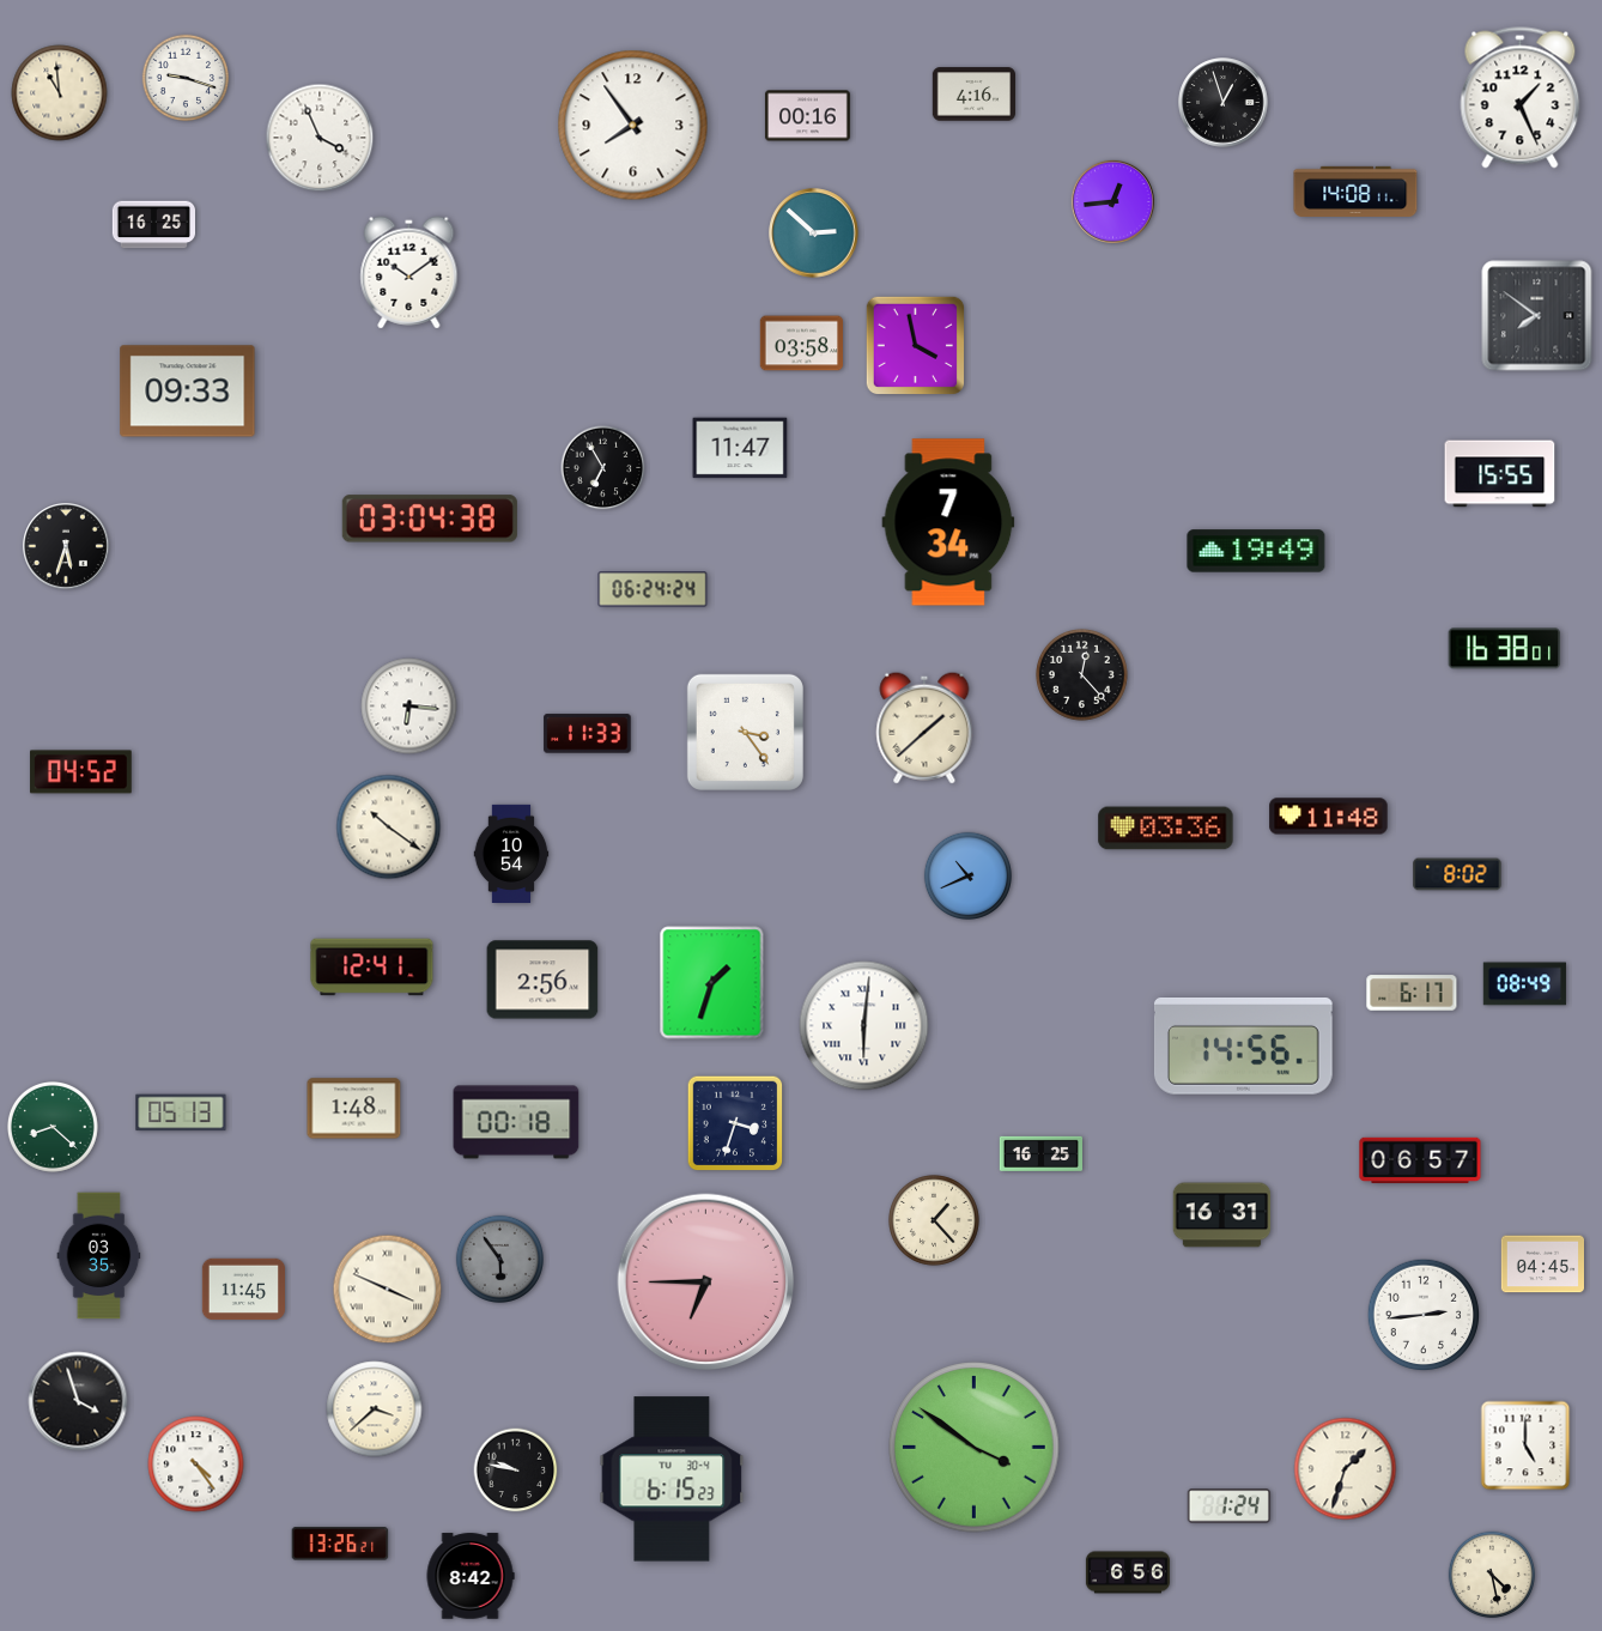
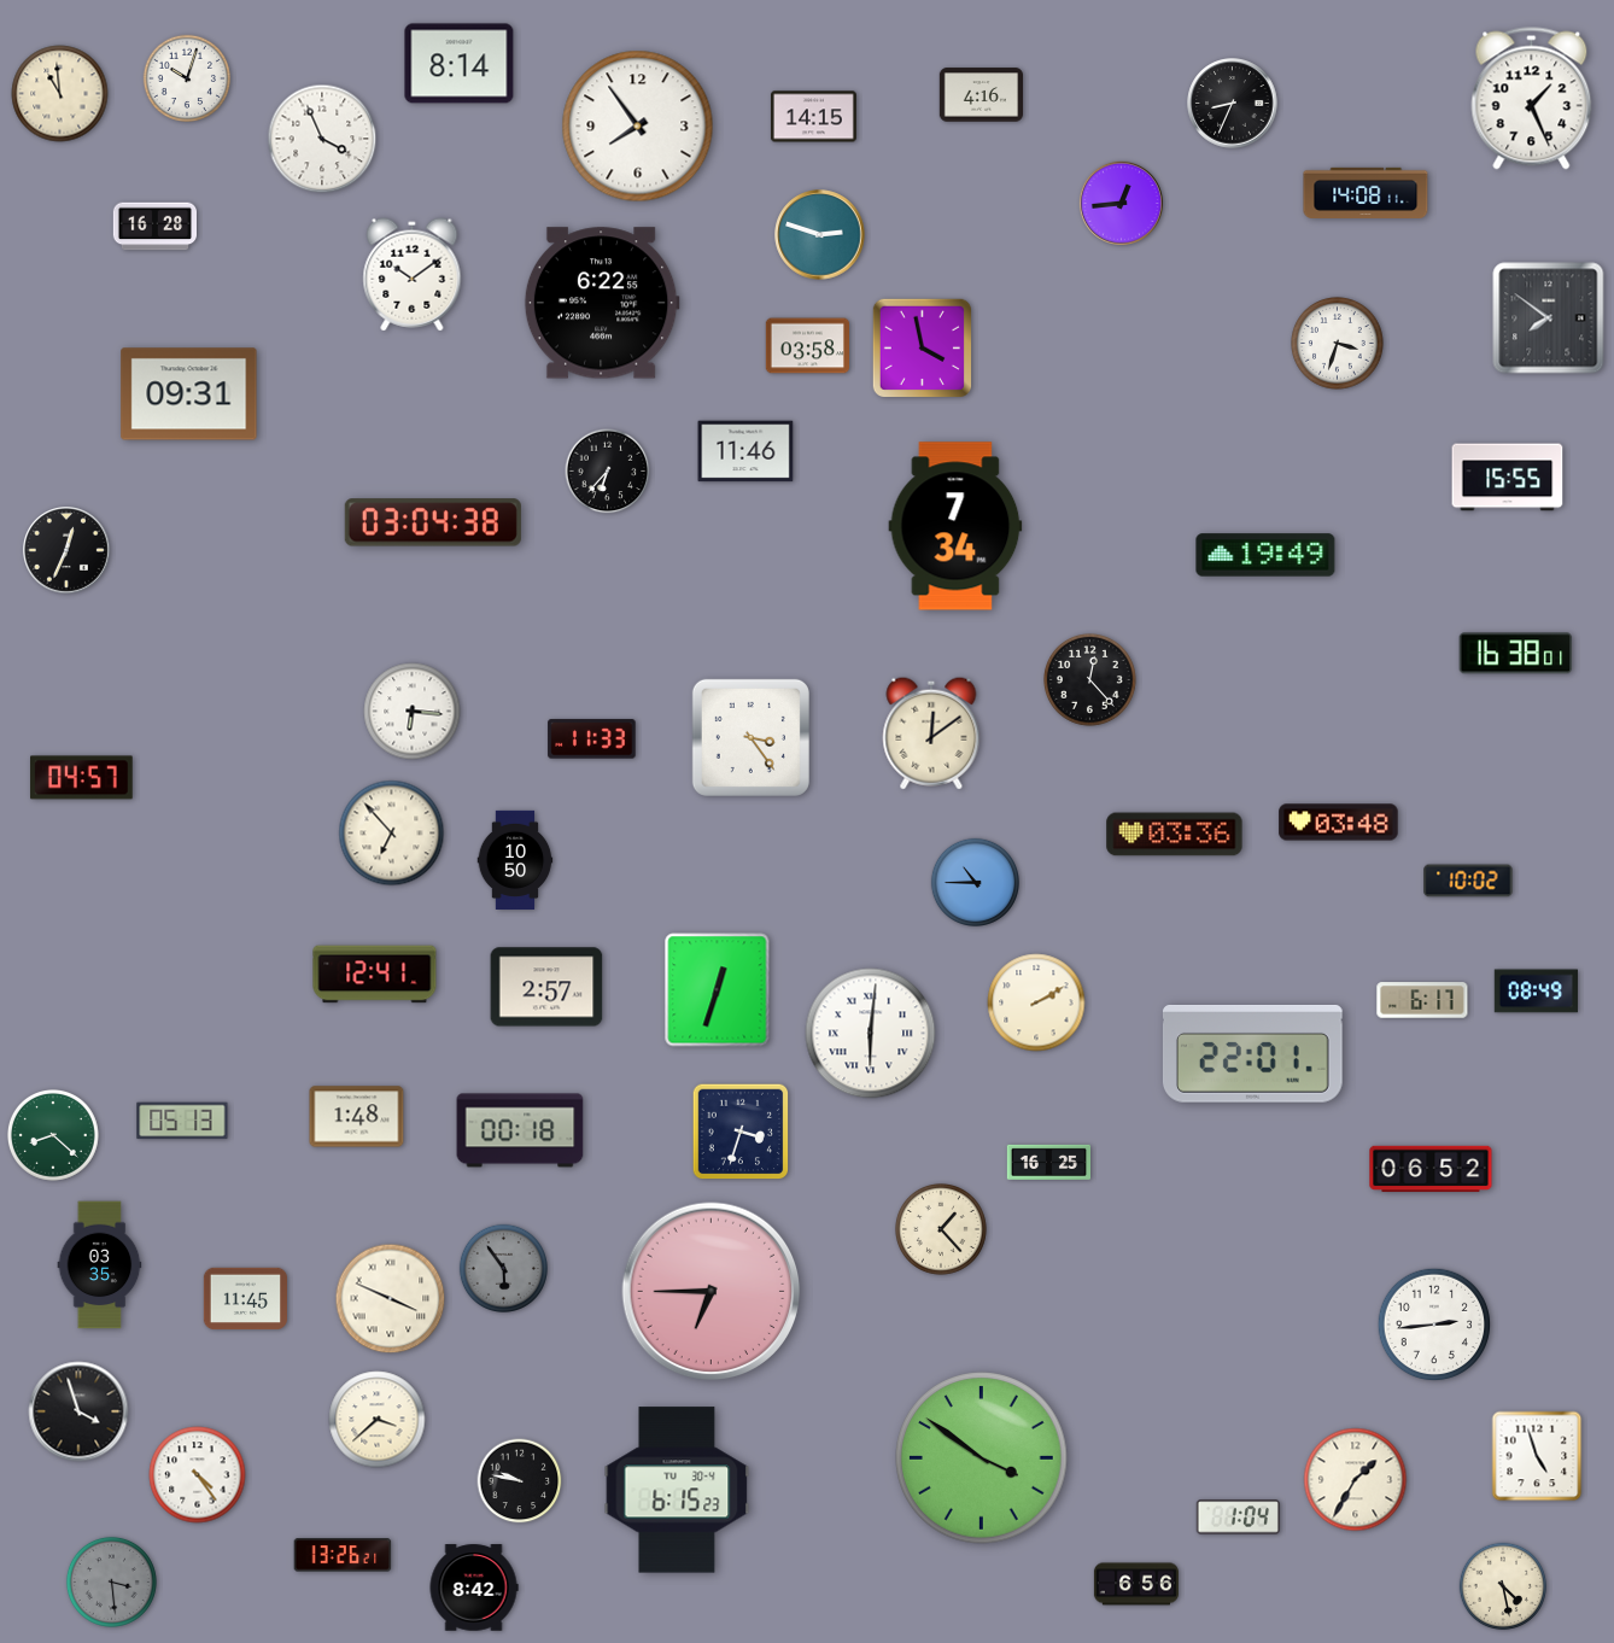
clock at (460, 64): none -> 8:14
clock at (186, 78): 9:18 -> 10:03
clock at (1224, 103): 12:57 -> 8:34
clock at (807, 116): 00:16 -> 14:15
clock at (153, 225): 16:25 -> 16:28
clock at (814, 234): 2:52 -> 2:48
clock at (602, 303): none -> 6:22
clock at (1338, 344): none -> 3:33
clock at (188, 392): 09:33 -> 09:31
clock at (740, 448): 11:47 -> 11:46
clock at (603, 468): 6:55 -> 6:37
clock at (1500, 474) position: (1500, 474) -> (1508, 478)
clock at (67, 547): 5:33 -> 12:34
clock at (653, 589): 06:24 -> none
clock at (924, 728): 1:38 -> 12:09
clock at (81, 772): 04:52 -> 04:57
clock at (1329, 817): 11:48 -> 03:48
clock at (389, 827): 10:21 -> 6:53
clock at (511, 853): 10:54 -> 10:50
clock at (1457, 874): 8:02 -> 10:02
clock at (967, 875): 10:41 -> 10:45
clock at (542, 980): 2:56 -> 2:57
clock at (712, 983): 1:33 -> 12:33
clock at (1036, 1002): none -> 2:10
clock at (1243, 1047): 14:56 -> 22:01
clock at (1420, 1160): 06:57 -> 06:52
clock at (1222, 1215): 16:31 -> none
clock at (1542, 1265): 04:45 -> none
clock at (1525, 1445): 5:00 -> 4:57
clock at (1346, 1469): 1:33 -> 1:35
clock at (1228, 1506): 1:24 -> 1:04
clock at (111, 1581): none -> 3:29
